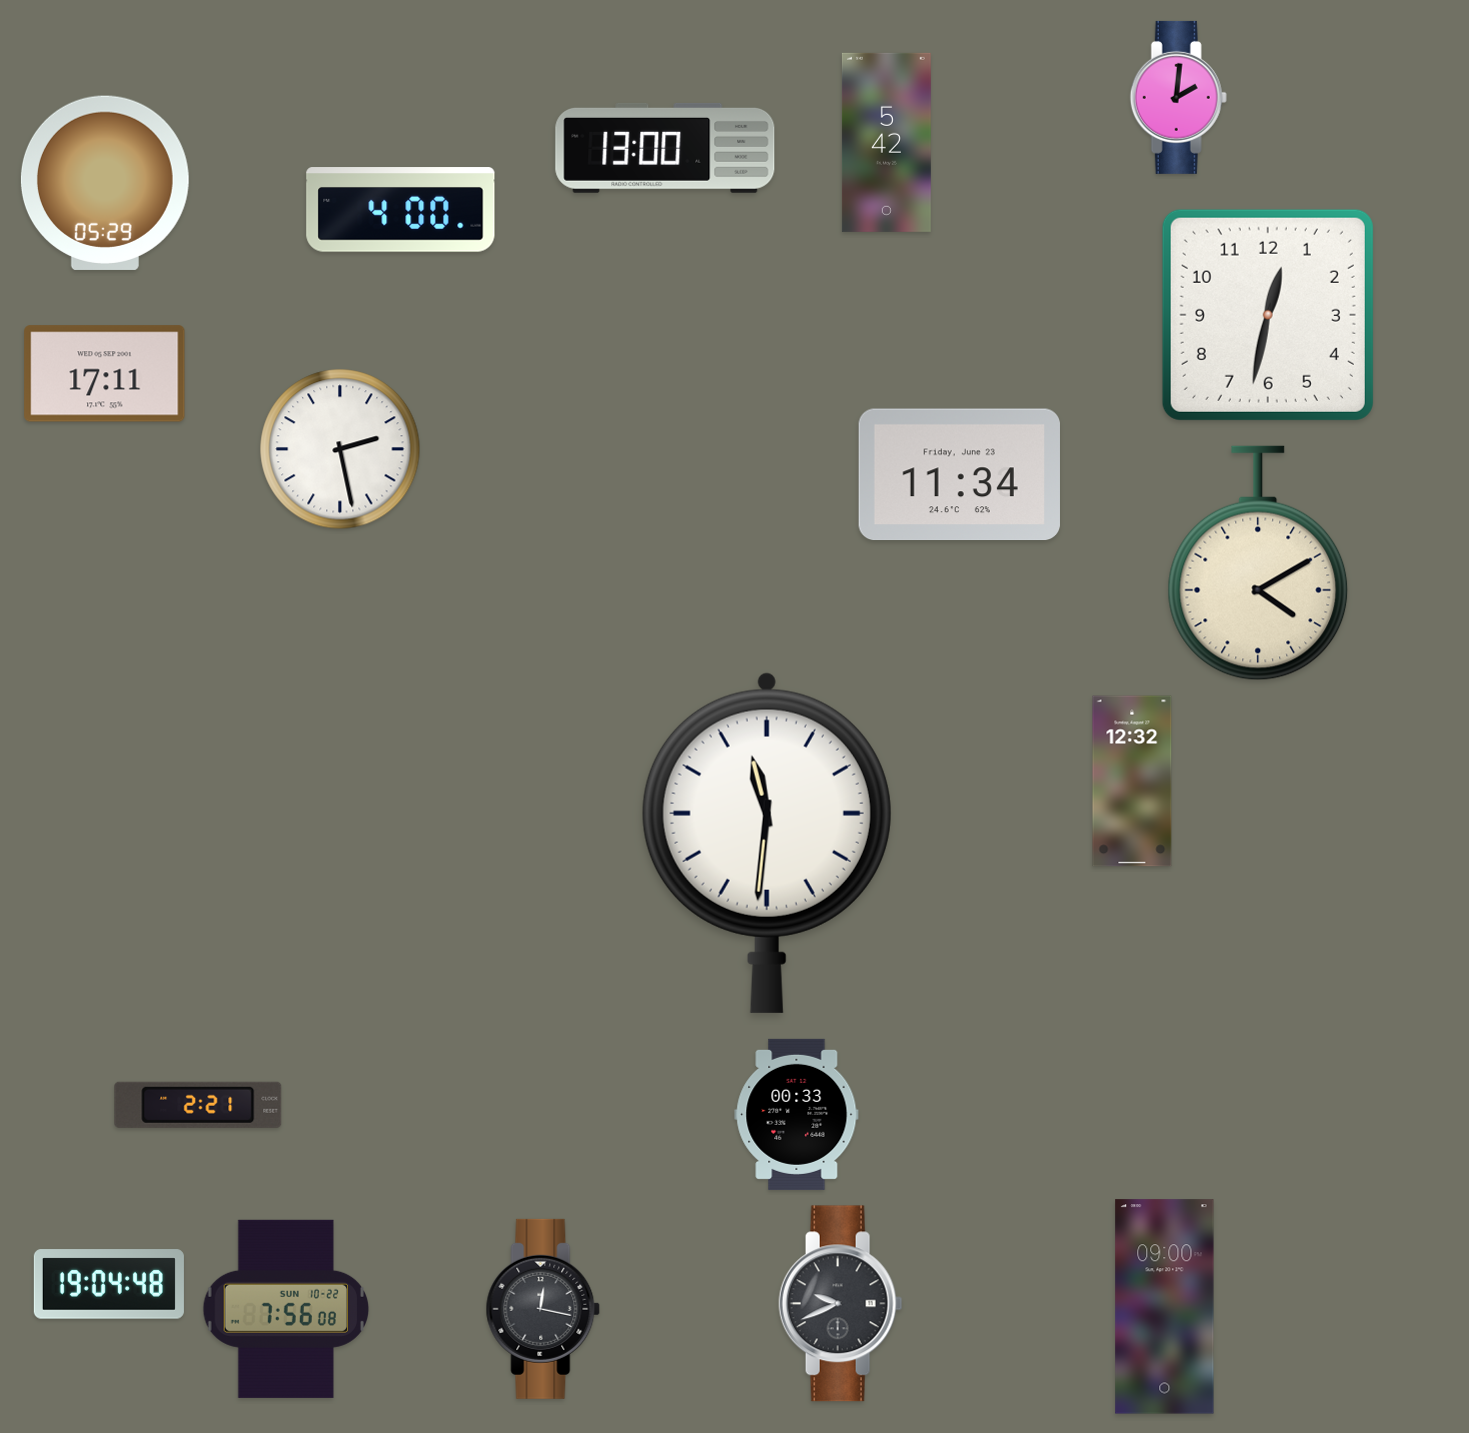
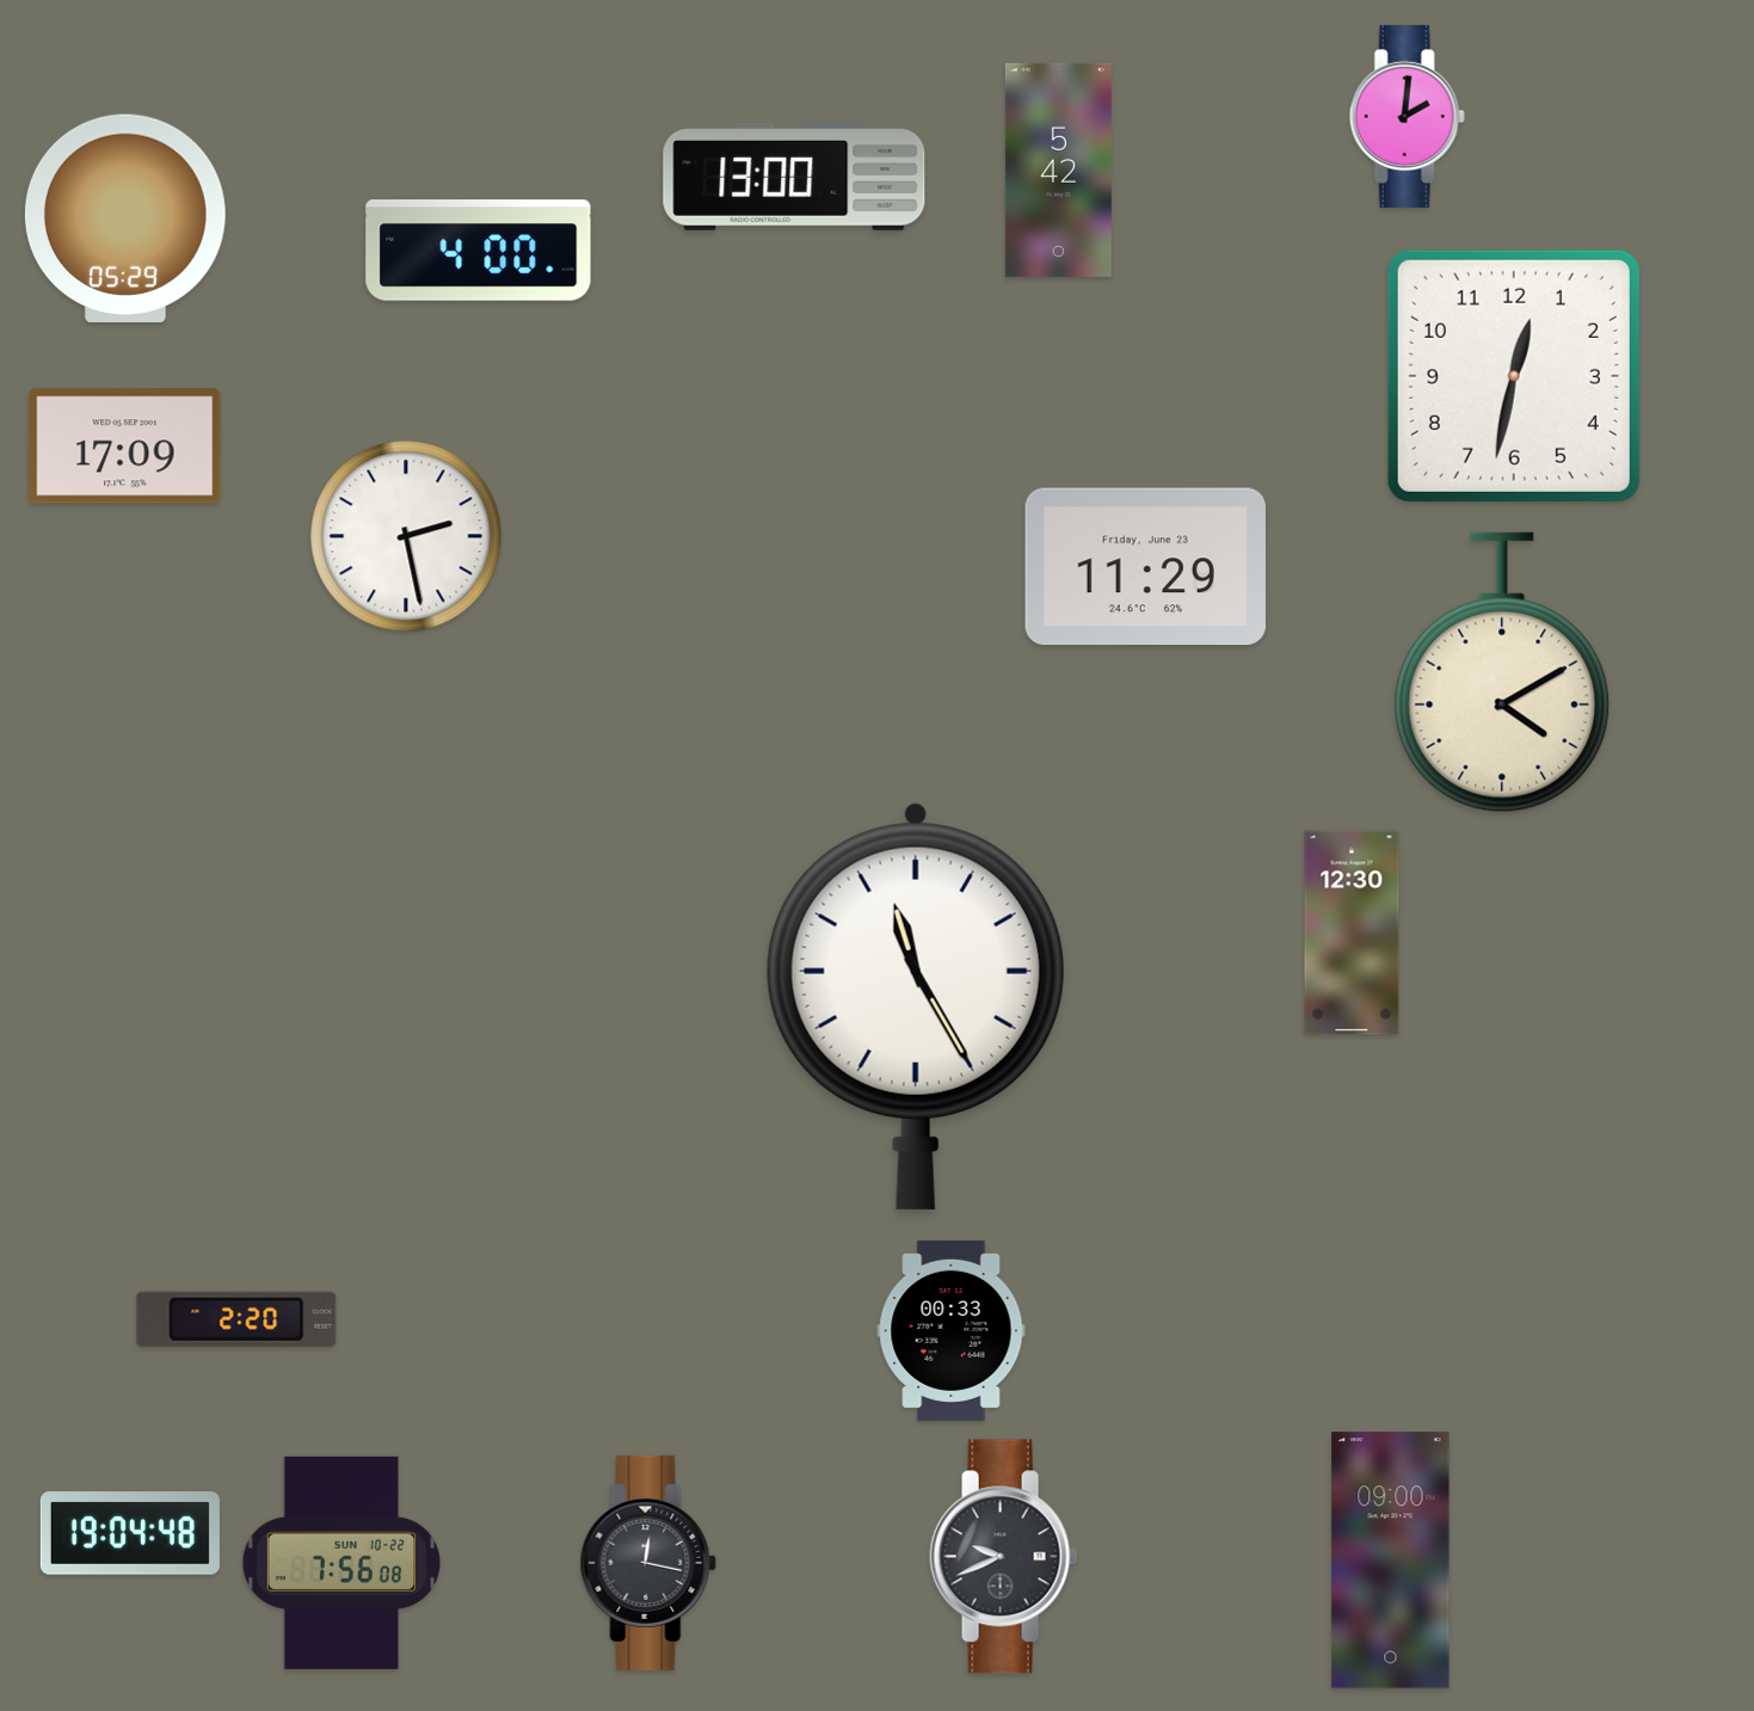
clock at (105, 374): 17:11 -> 17:09
clock at (959, 475): 11:34 -> 11:29
clock at (1132, 781): 12:32 -> 12:30
clock at (767, 843): 11:31 -> 11:25
clock at (198, 1105): 2:21 -> 2:20
